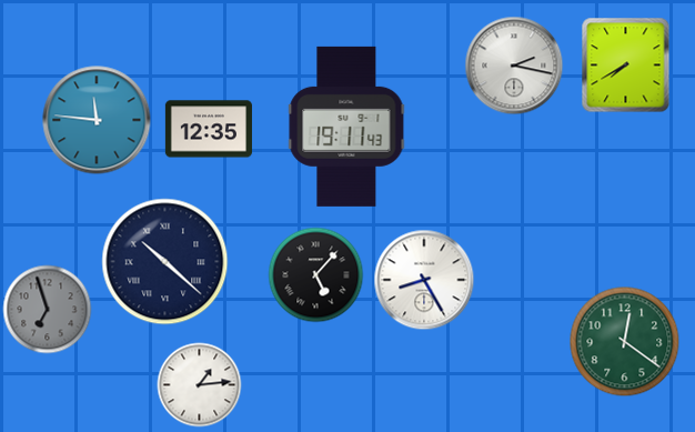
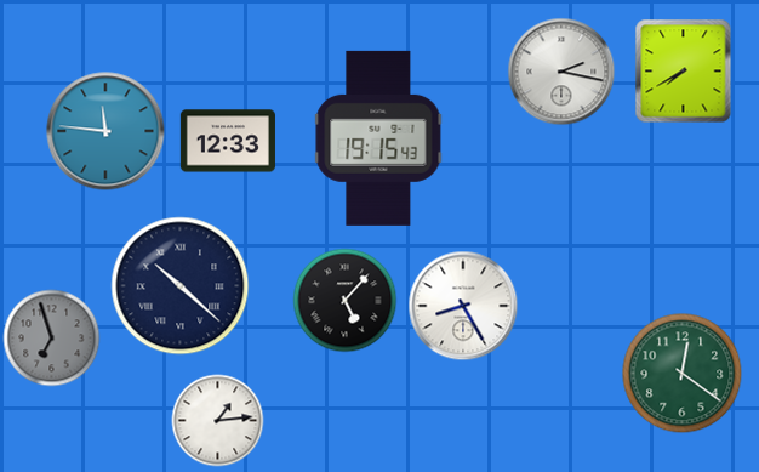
clock at (346, 127): 19:11 -> 19:15
clock at (209, 129): 12:35 -> 12:33
